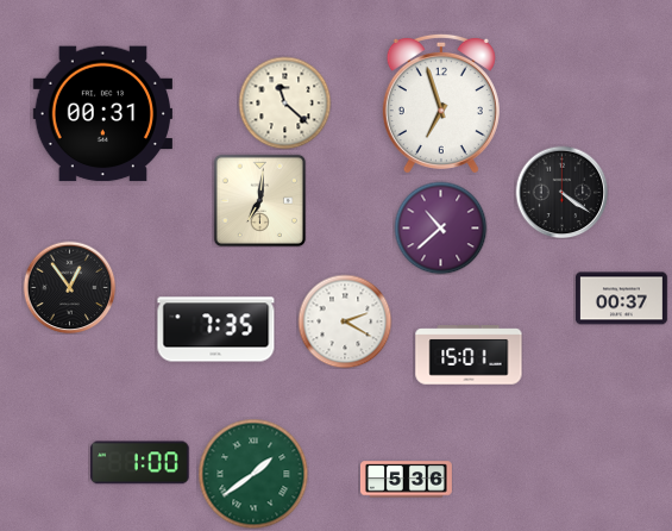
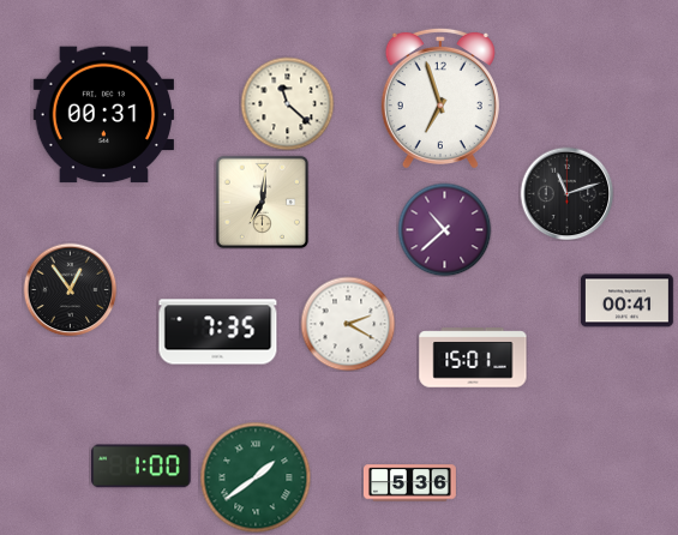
clock at (441, 102) position: (441, 102) -> (440, 97)
clock at (561, 192): 4:21 -> 11:12
clock at (621, 299): 00:37 -> 00:41
